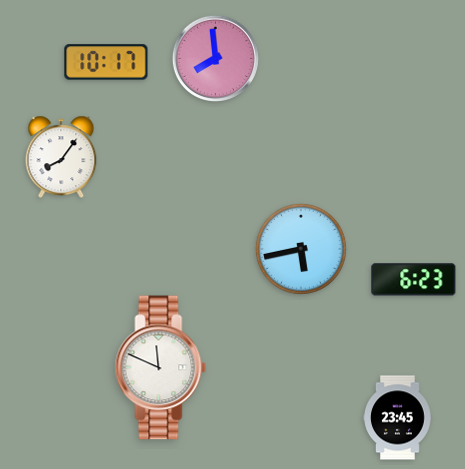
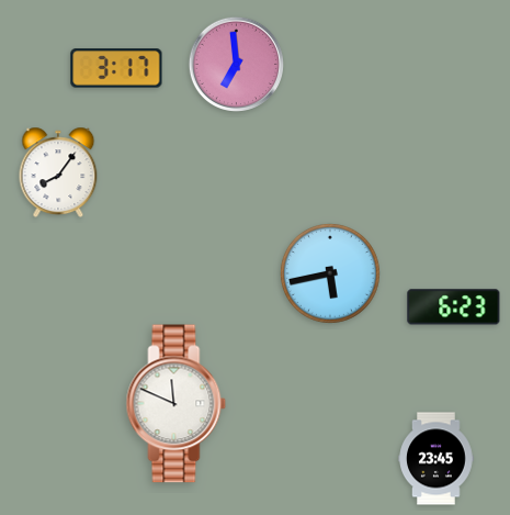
clock at (215, 58): 7:59 -> 6:59
clock at (106, 62): 10:17 -> 3:17
clock at (61, 157) position: (61, 157) -> (58, 172)
